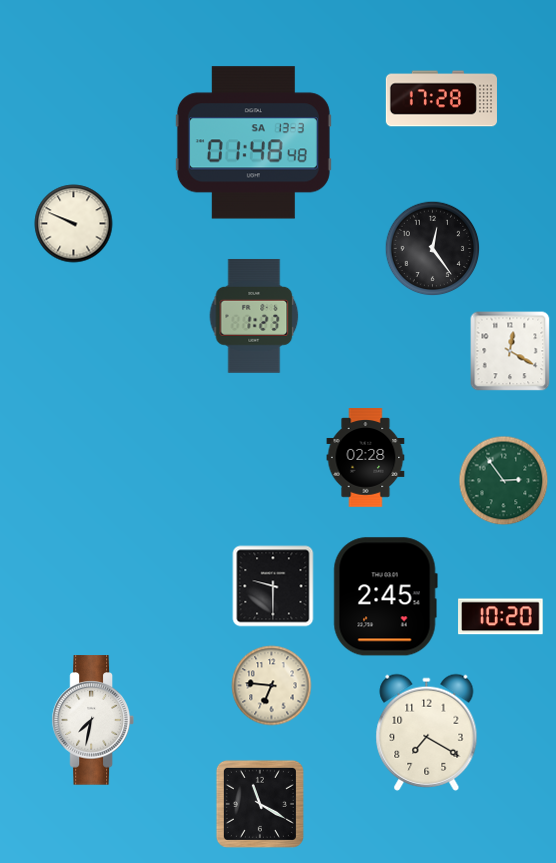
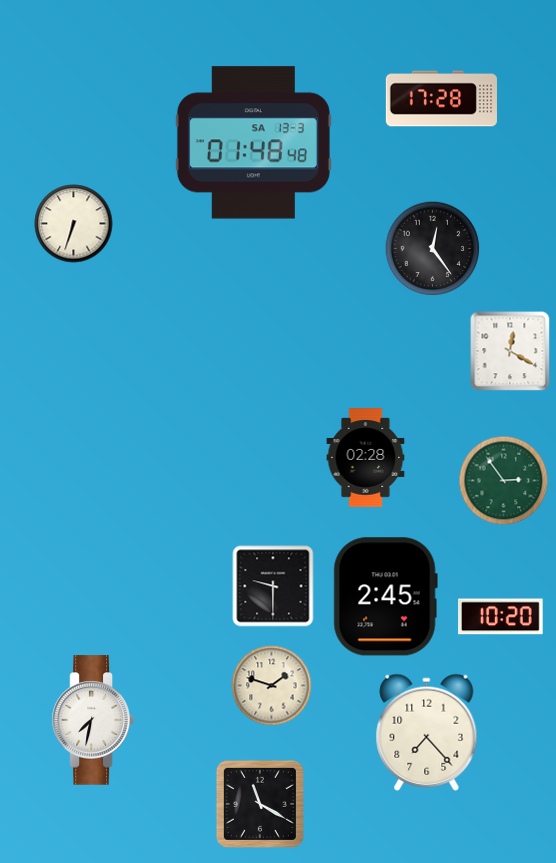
clock at (74, 224): 9:49 -> 6:33
clock at (254, 316): 1:23 -> none
clock at (272, 686): 6:46 -> 1:48
clock at (427, 732): 7:20 -> 7:23
